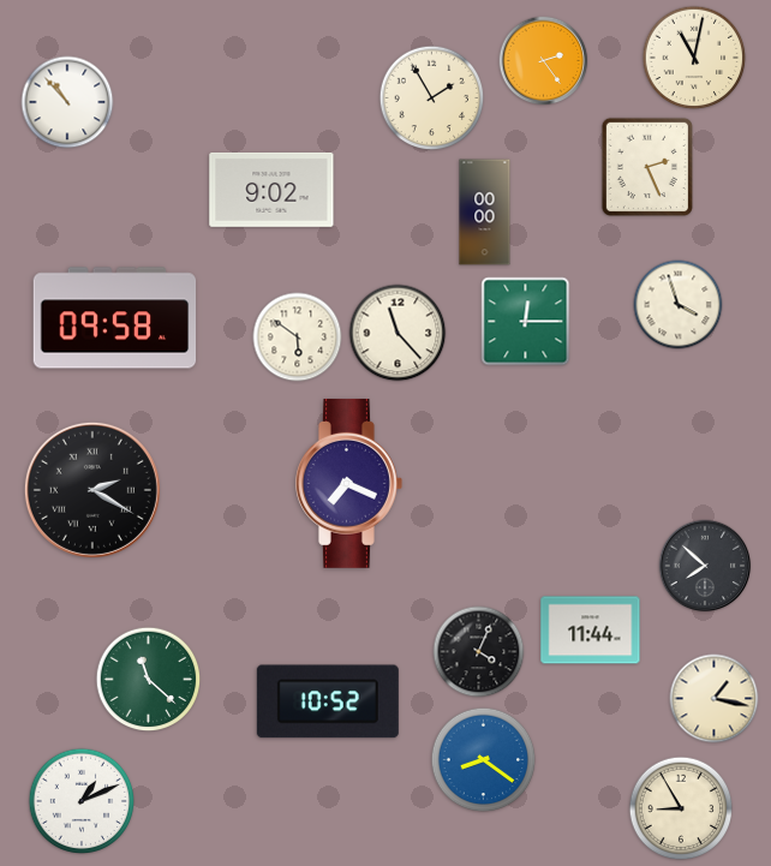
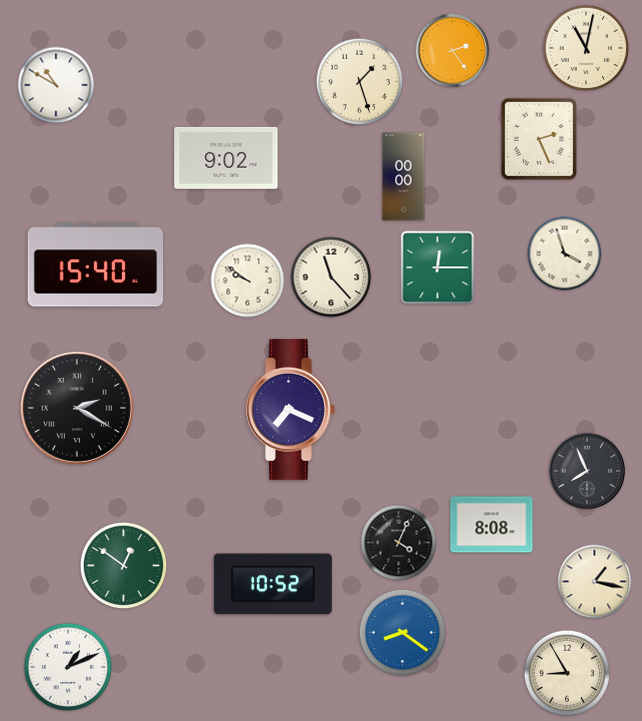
clock at (694, 58) position: (694, 58) -> (586, 48)
clock at (432, 98): 1:55 -> 1:27
clock at (67, 102): 10:53 -> 10:50
clock at (115, 318): 09:58 -> 15:40
clock at (298, 338): 5:51 -> 9:51
clock at (349, 483) position: (349, 483) -> (291, 409)
clock at (705, 566): 7:52 -> 7:56
clock at (591, 631): 11:44 -> 8:08
clock at (149, 680): 11:22 -> 12:51
